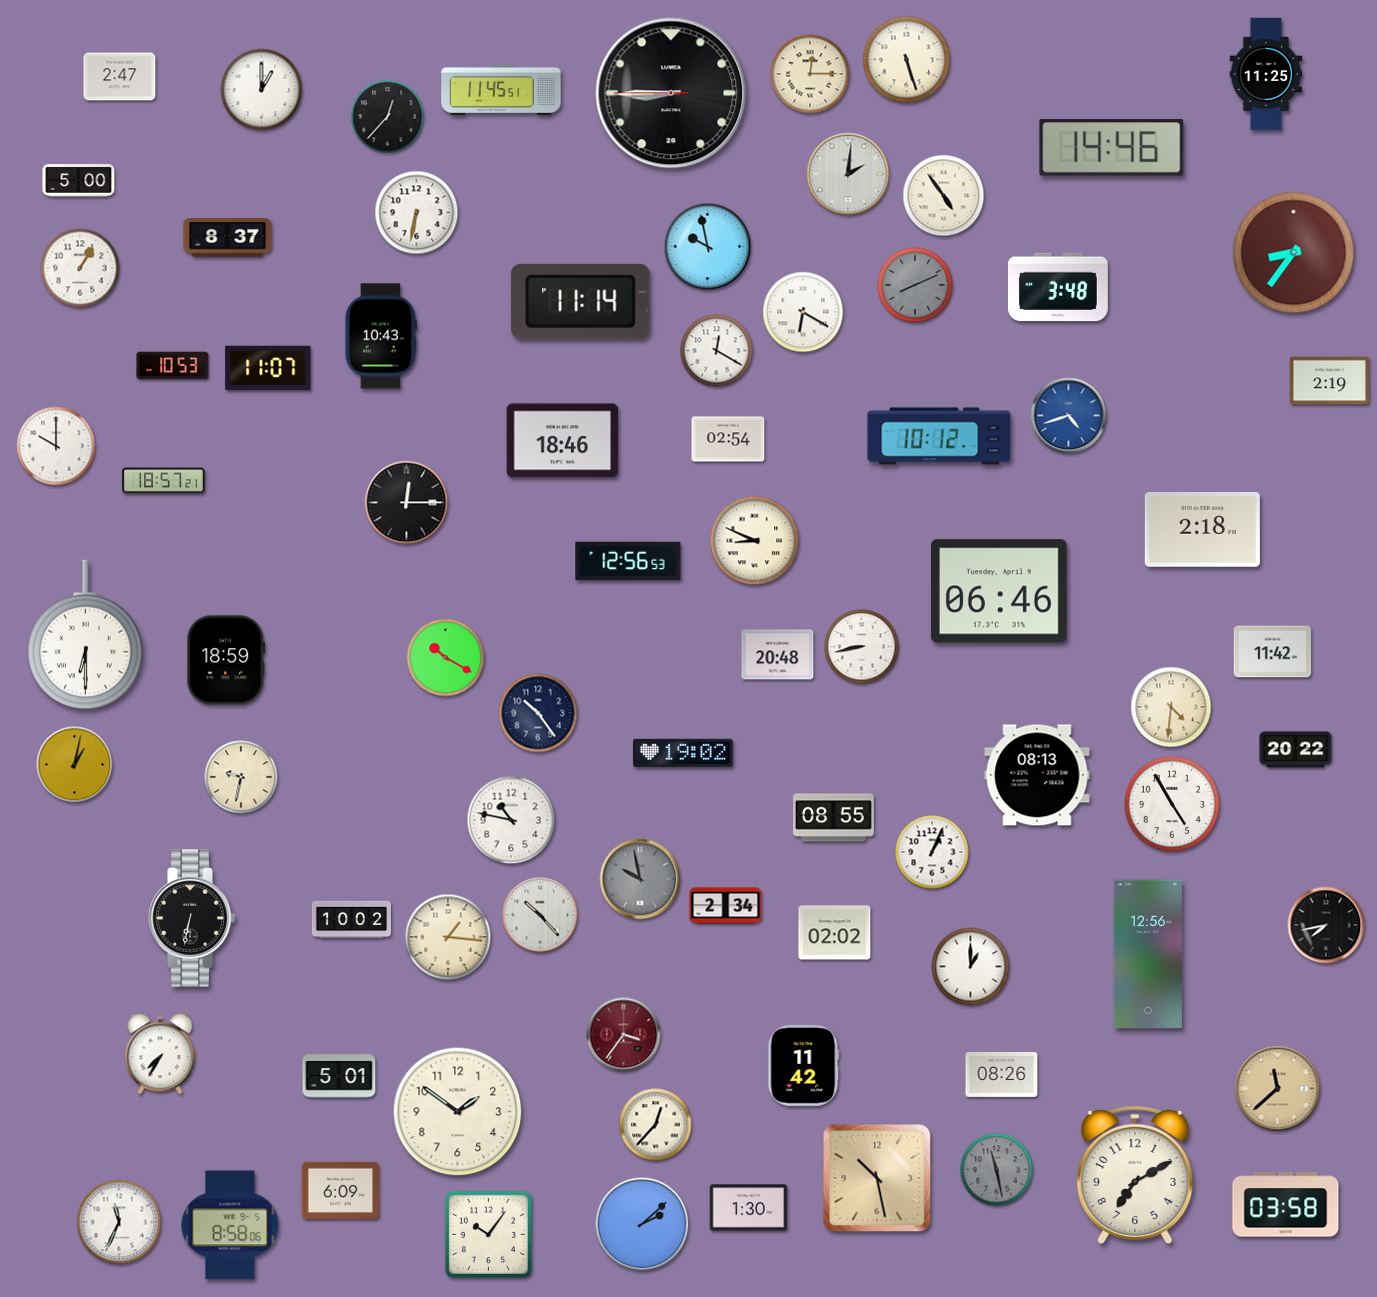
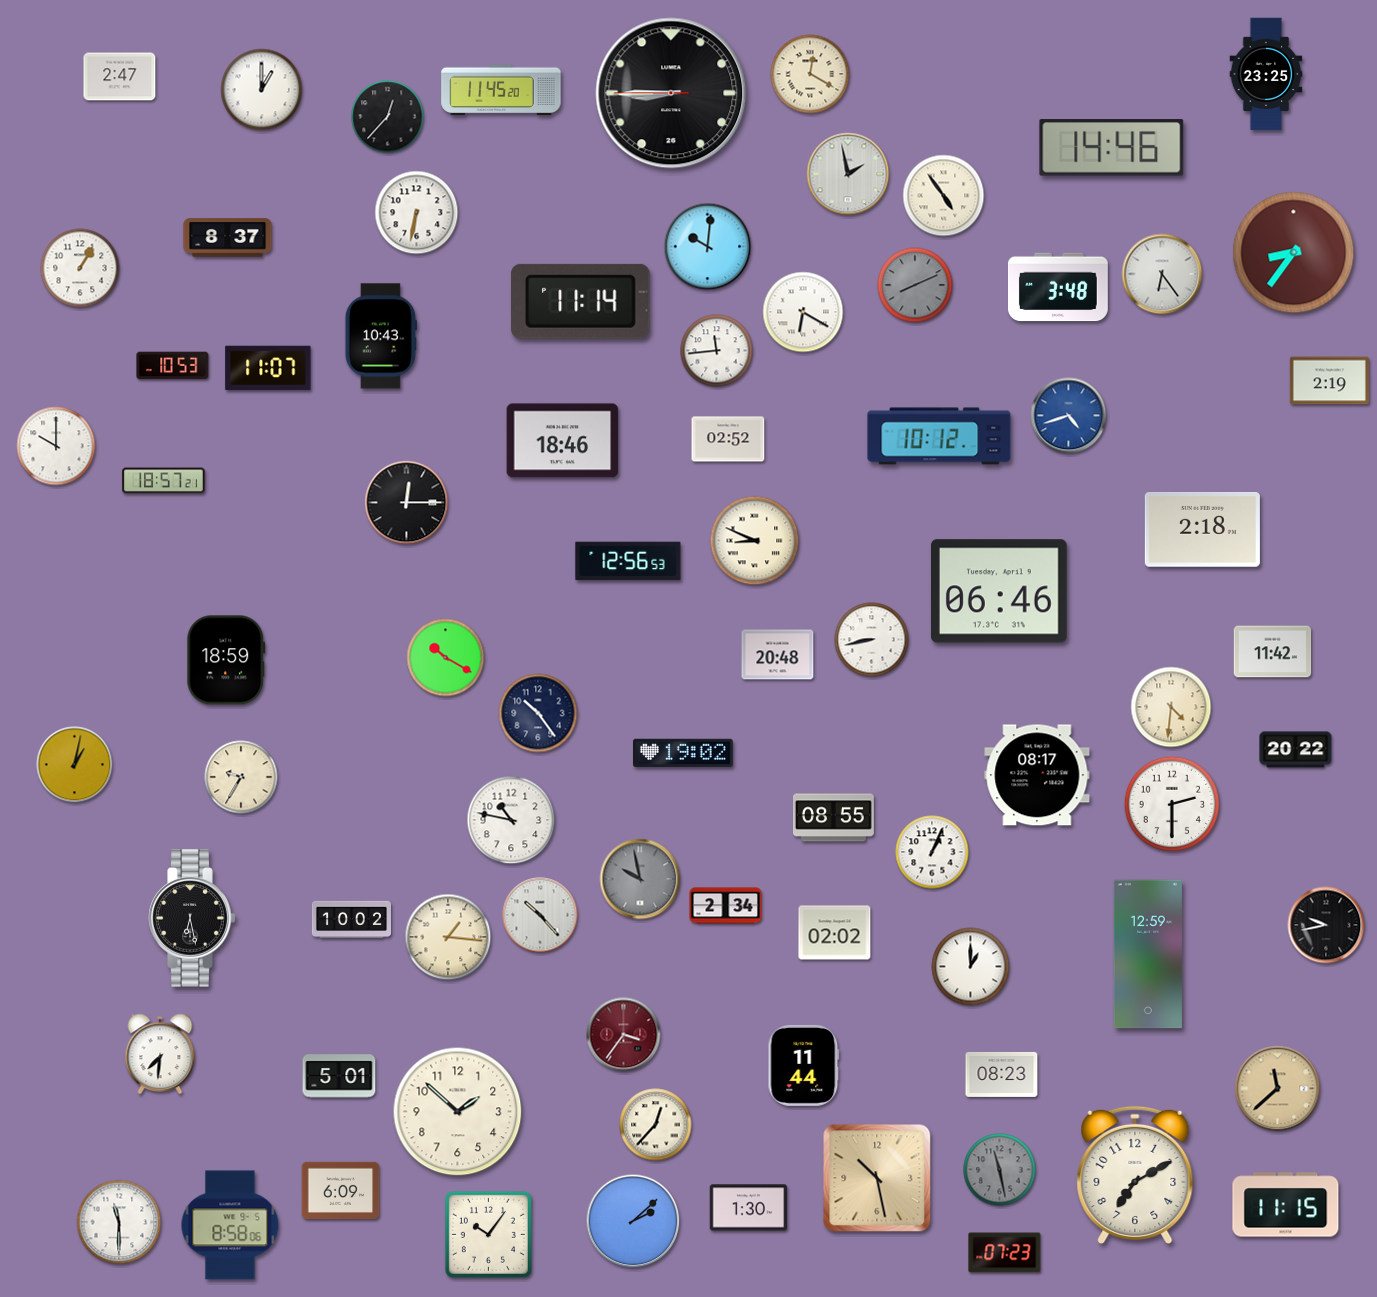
clock at (907, 60): 5:27 -> none
clock at (810, 74): 12:15 -> 12:20
clock at (1266, 74): 11:25 -> 23:25
clock at (501, 90): 11:45:51 -> 11:45:20
clock at (848, 174): 2:01 -> 1:58
clock at (79, 181): 5:00 -> none
clock at (708, 247): 9:58 -> 10:01
clock at (1162, 274): none -> 6:24
clock at (717, 351): 12:20 -> 11:44
clock at (728, 439): 02:54 -> 02:52
clock at (86, 635): 6:30 -> none
clock at (862, 647) position: (862, 647) -> (872, 640)
clock at (1037, 775): 08:13 -> 08:17
clock at (241, 777): 9:32 -> 9:35
clock at (1172, 804): 4:55 -> 2:30
clock at (192, 918): 6:32 -> 6:28
clock at (1326, 925): 7:43 -> 9:43
clock at (1148, 954): 12:56 -> 12:59
clock at (160, 1054): 7:35 -> 7:31
clock at (804, 1065): 11:42 -> 11:44
clock at (1002, 1074): 08:26 -> 08:23
clock at (458, 1112): 1:51 -> 1:52
clock at (997, 1170) position: (997, 1170) -> (1000, 1170)
clock at (1286, 1205): 03:58 -> 11:15
clock at (119, 1222): 11:34 -> 11:30
clock at (642, 1224) position: (642, 1224) -> (633, 1221)
clock at (1005, 1253): none -> 07:23
